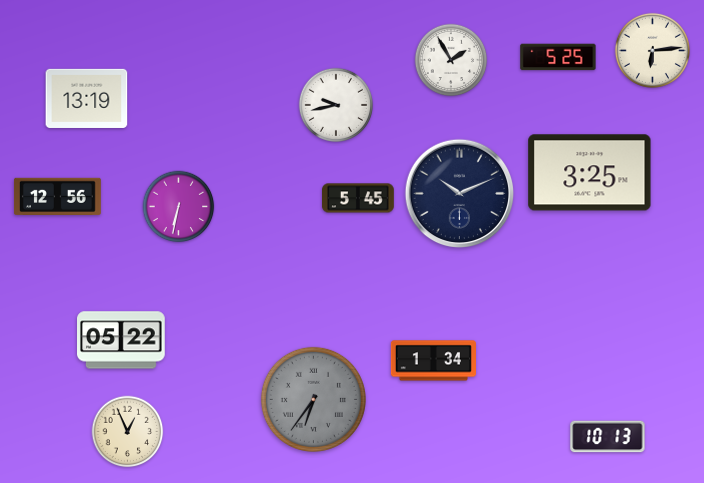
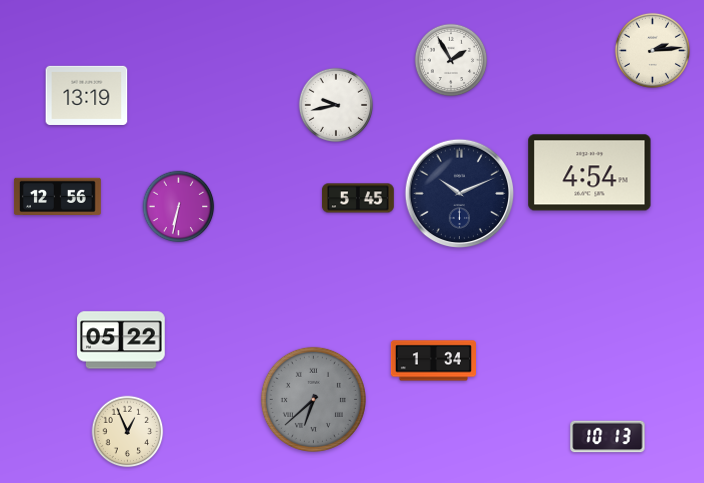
clock at (652, 50): 6:14 -> 2:14
clock at (558, 57): 5:25 -> none
clock at (87, 98) position: (87, 98) -> (87, 95)
clock at (590, 173): 3:25 -> 4:54
clock at (313, 399): 6:36 -> 6:38
